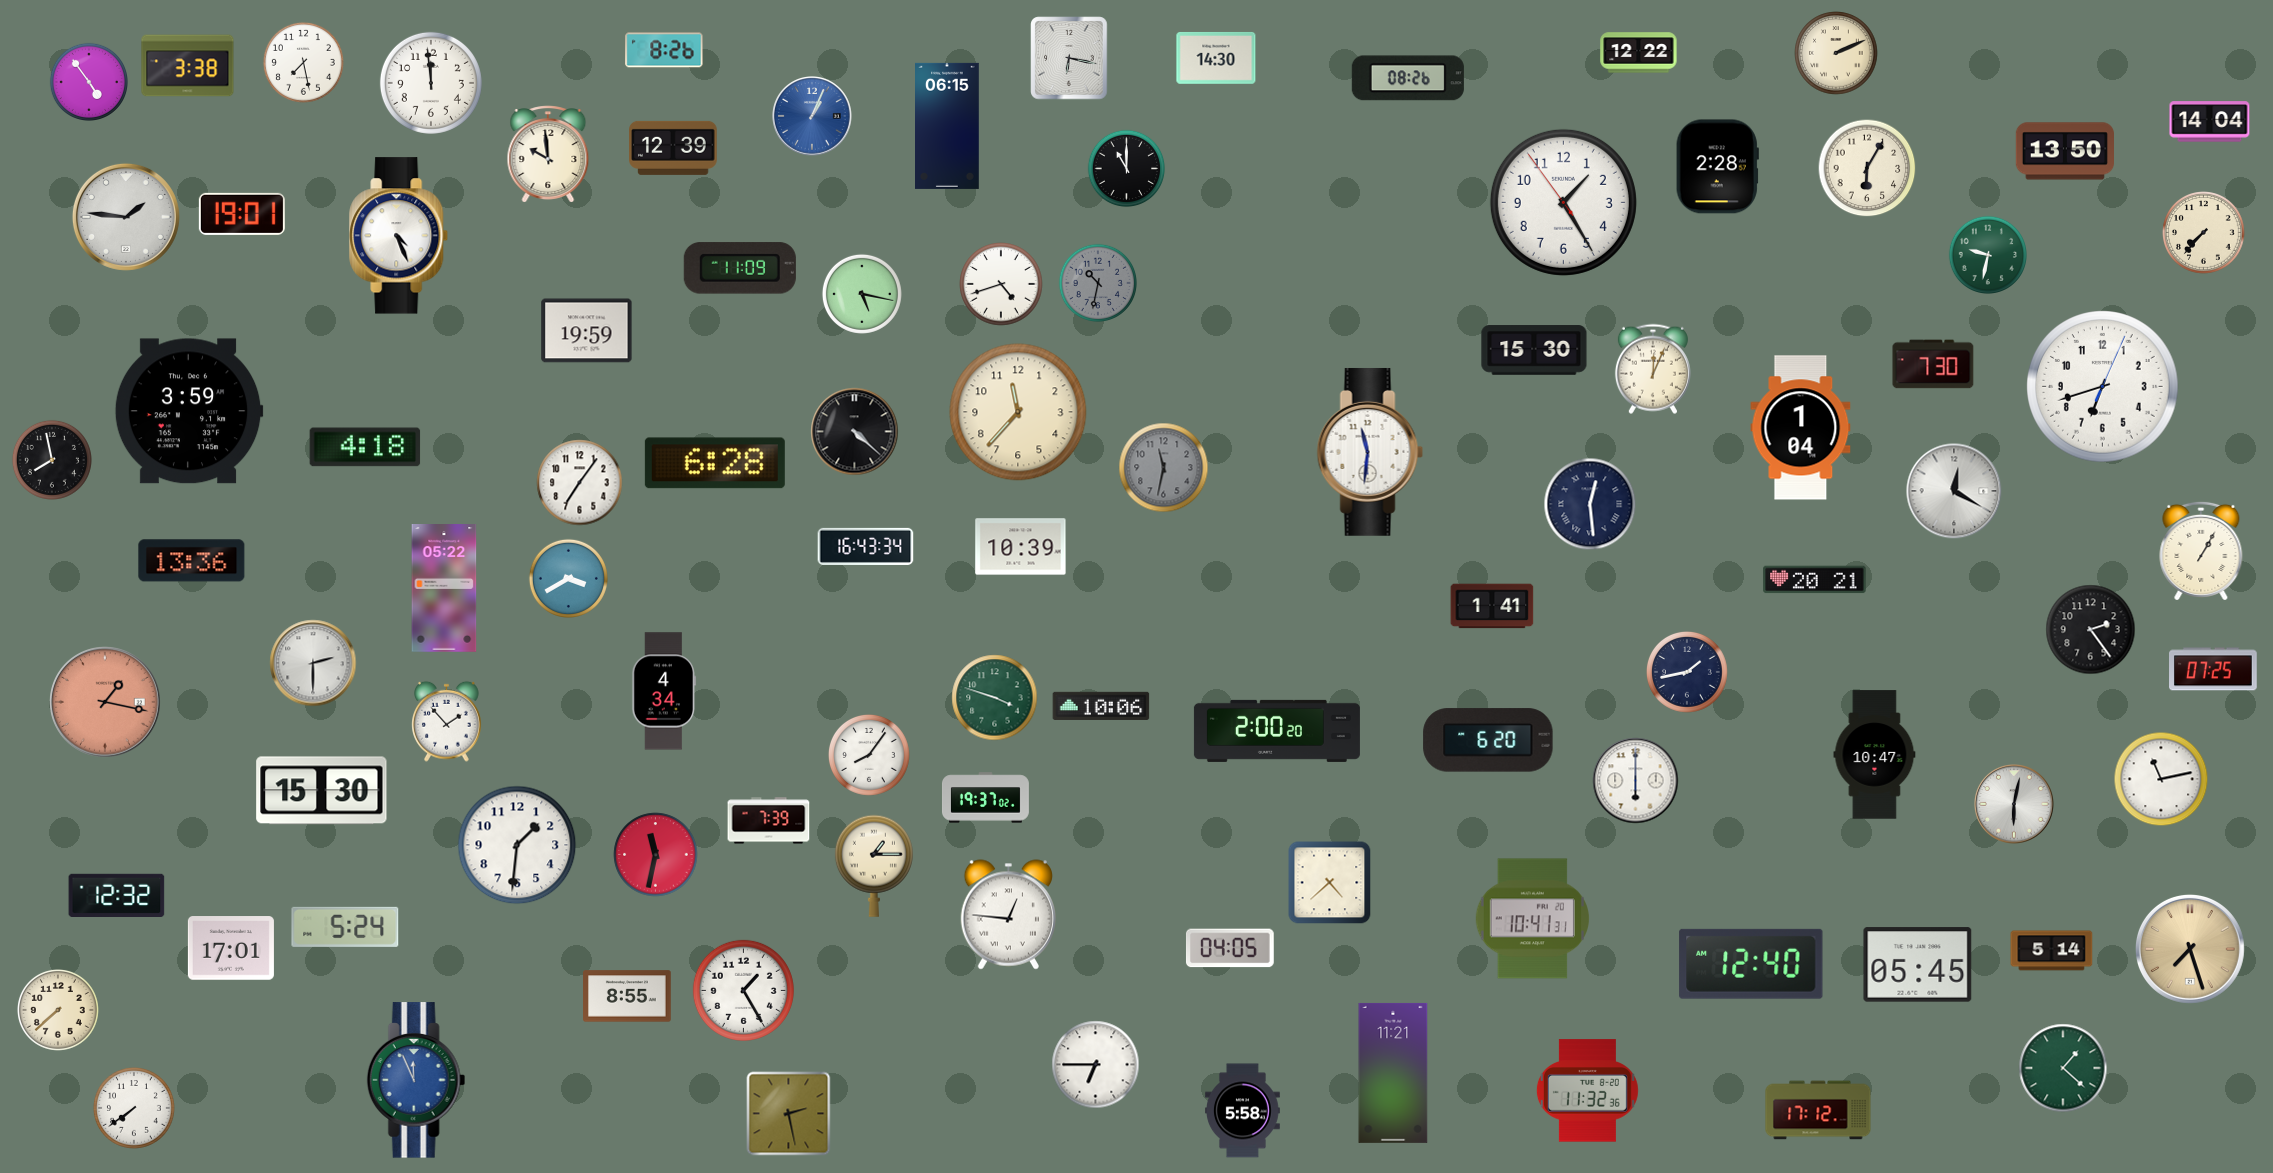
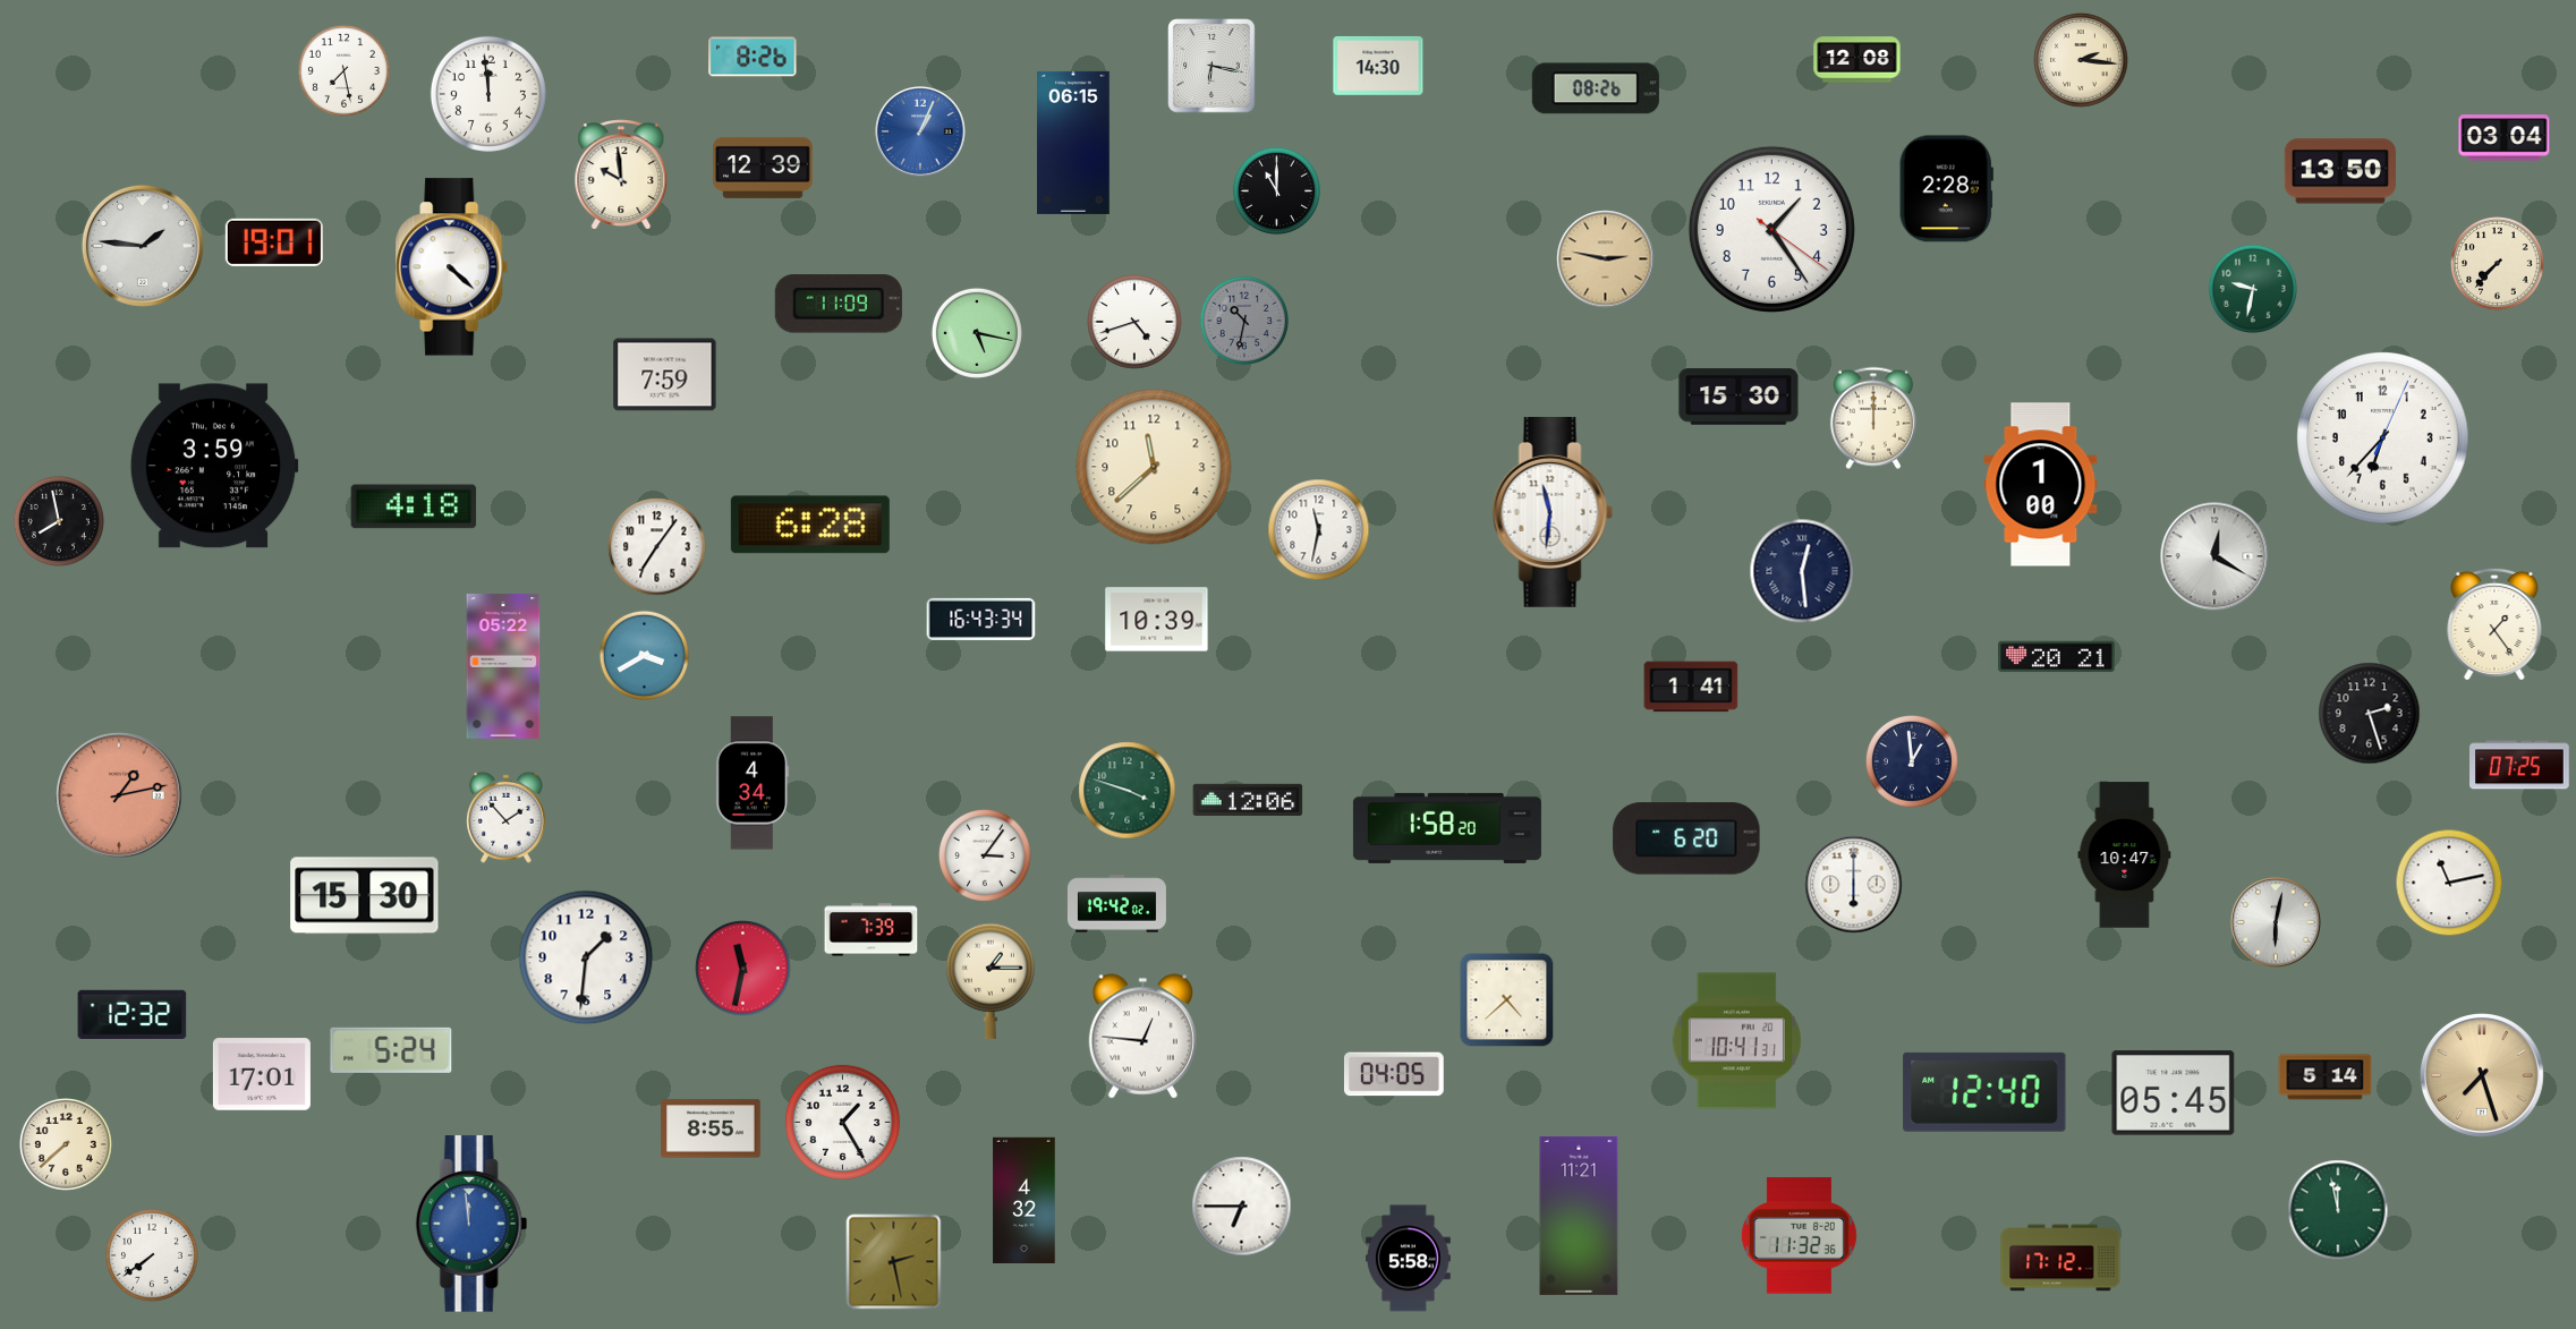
clock at (1639, 53): 12:22 -> 12:08
clock at (1836, 53): 2:11 -> 2:16
clock at (188, 66): 3:38 -> none
clock at (88, 81): 4:54 -> none
clock at (2210, 122): 14:04 -> 03:04
clock at (1867, 168): 6:05 -> none
clock at (1563, 202): 1:24:54 -> 1:24:21
clock at (1606, 259): none -> 2:47
clock at (399, 236): 4:26 -> 4:22
clock at (587, 331): 19:59 -> 7:59
clock at (1933, 364): 7:30 -> none
clock at (1653, 369): 12:04 -> 12:00
clock at (2103, 387): 6:42 -> 6:37
clock at (1018, 412): 11:37 -> 11:38
clock at (1801, 428): 1:04 -> 1:00
clock at (855, 432): 4:22 -> none
clock at (1164, 468) dial: grey -> white
clock at (2201, 551): 1:05 -> 1:24
clock at (192, 561): 13:36 -> none
clock at (2091, 630): 2:24 -> 2:27
clock at (313, 663): 2:30 -> none
clock at (2214, 669) position: (2214, 669) -> (2520, 765)
clock at (1688, 673): 1:43 -> 12:59
clock at (106, 703): 1:17 -> 1:13
clock at (1101, 706): 10:06 -> 12:06
clock at (1277, 731): 2:00 -> 1:58
clock at (870, 756): 8:06 -> 3:06
clock at (985, 798): 19:37 -> 19:42
clock at (2015, 805) position: (2015, 805) -> (2277, 923)
clock at (1025, 1201): none -> 4:32
clock at (2063, 1068): 1:22 -> 11:58
clock at (416, 1080): 11:56 -> 11:59
